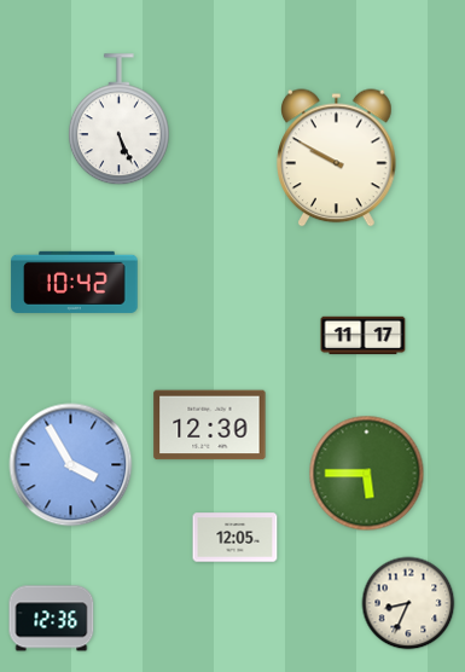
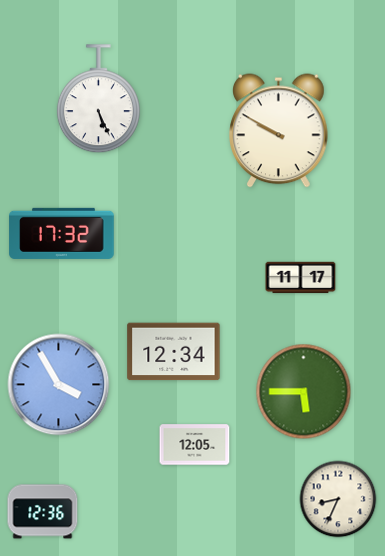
clock at (75, 282): 10:42 -> 17:32
clock at (210, 425): 12:30 -> 12:34
